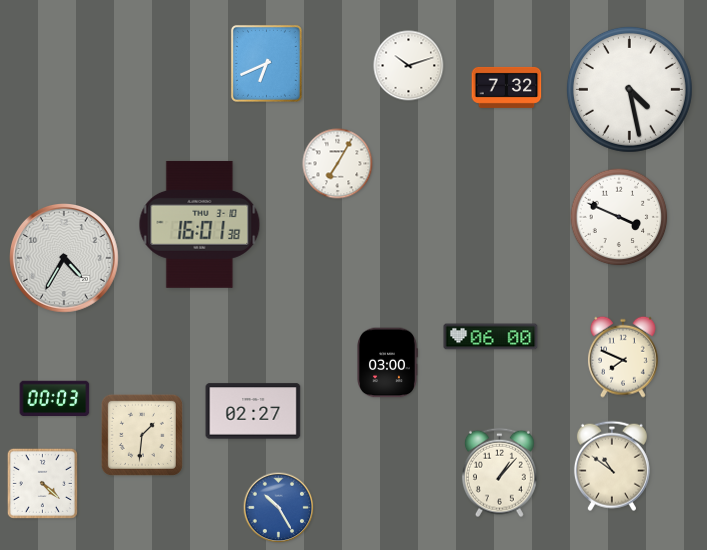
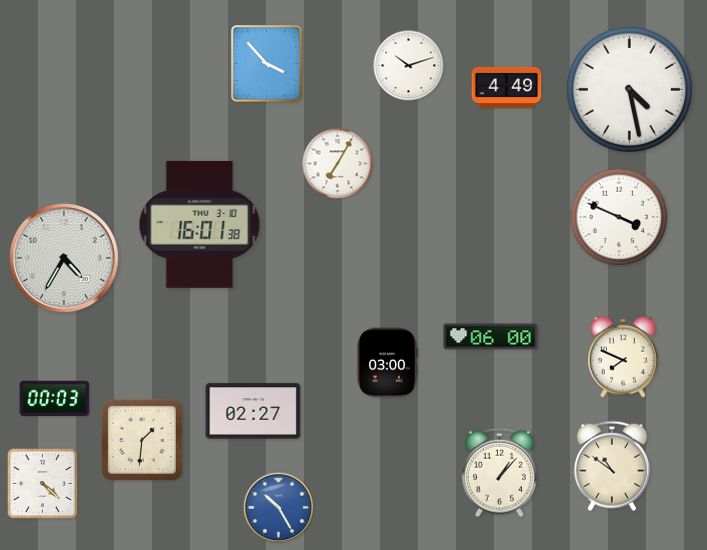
clock at (266, 63): 6:41 -> 3:53
clock at (507, 87): 7:32 -> 4:49
clock at (142, 435) position: (142, 435) -> (142, 440)
